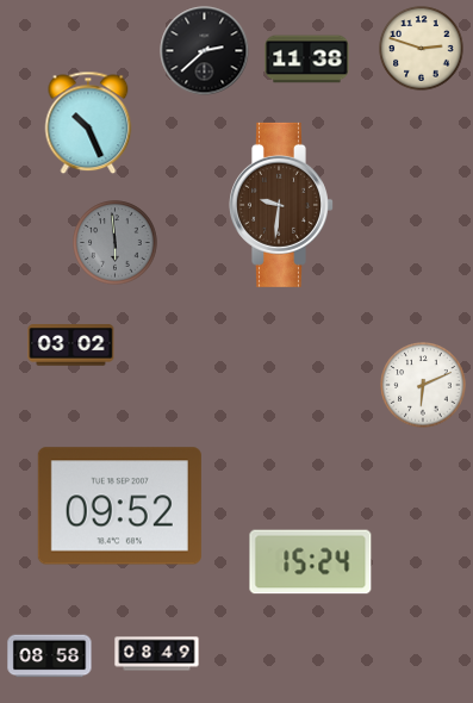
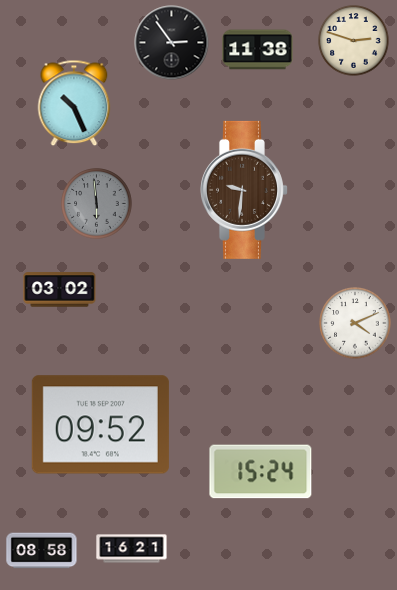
clock at (205, 51): 2:38 -> 2:54
clock at (282, 205) position: (282, 205) -> (245, 190)
clock at (423, 385): 6:11 -> 4:11
clock at (157, 654): 08:49 -> 16:21
